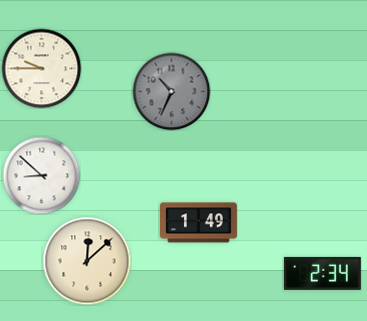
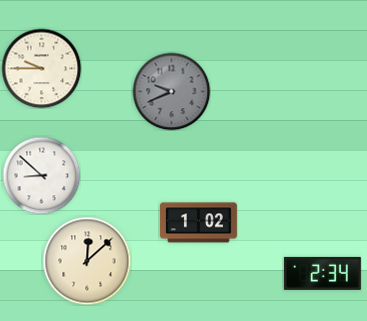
clock at (171, 91): 10:34 -> 9:41
clock at (198, 223): 1:49 -> 1:02
